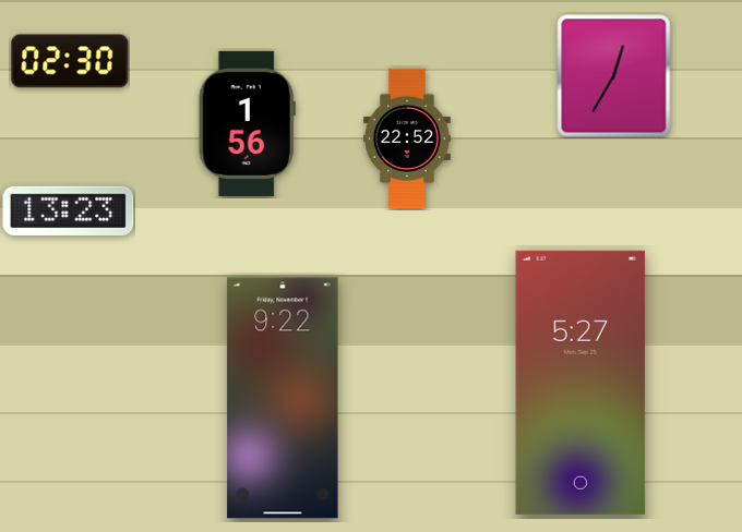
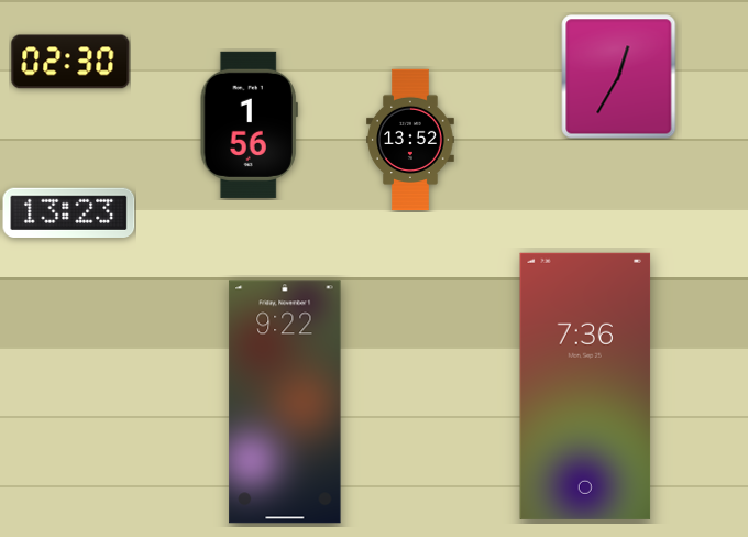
clock at (407, 138): 22:52 -> 13:52
clock at (581, 383): 5:27 -> 7:36
